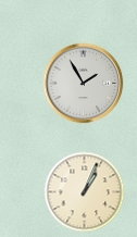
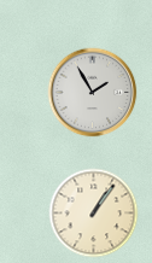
clock at (85, 192): 1:04 -> 1:06
